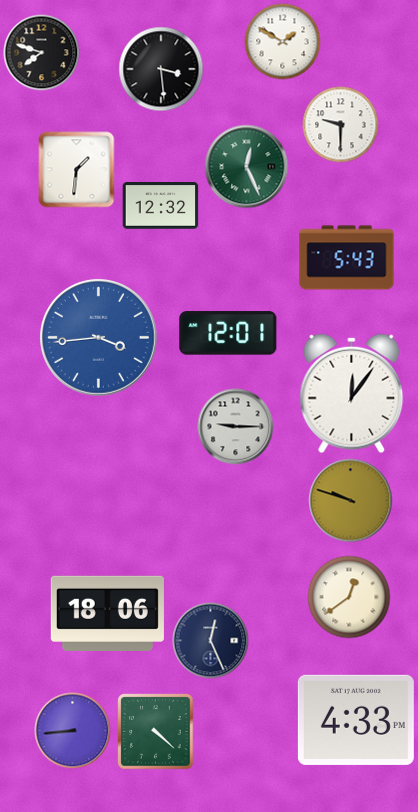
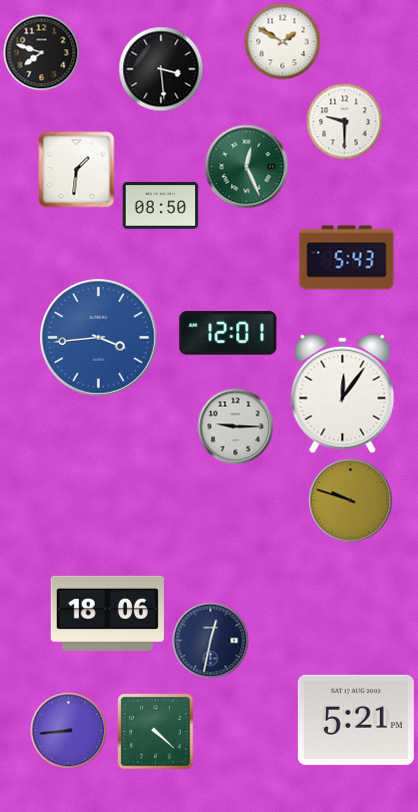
clock at (341, 125) position: (341, 125) -> (345, 122)
clock at (161, 206): 12:32 -> 08:50
clock at (352, 394) position: (352, 394) -> (343, 394)
clock at (349, 597): 12:39 -> none
clock at (211, 641): 12:26 -> 12:32
clock at (356, 720): 4:33 -> 5:21
clock at (73, 731) position: (73, 731) -> (69, 731)
